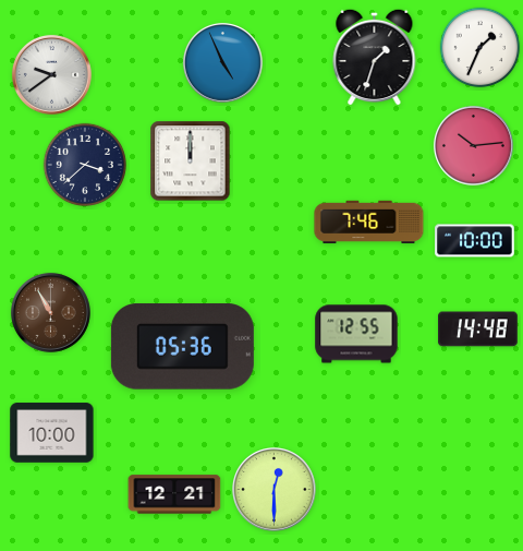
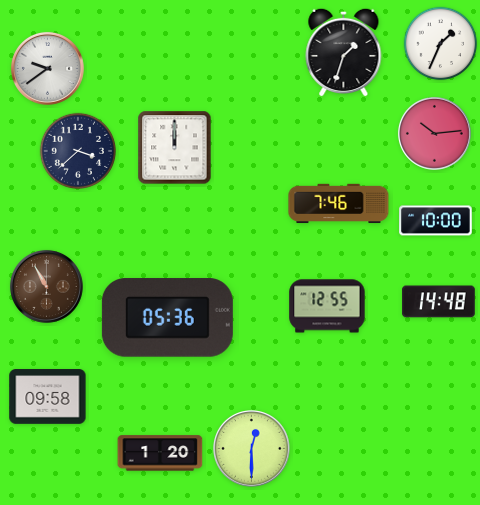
clock at (222, 62): 4:56 -> none
clock at (52, 433): 10:00 -> 09:58
clock at (174, 494): 12:21 -> 1:20
